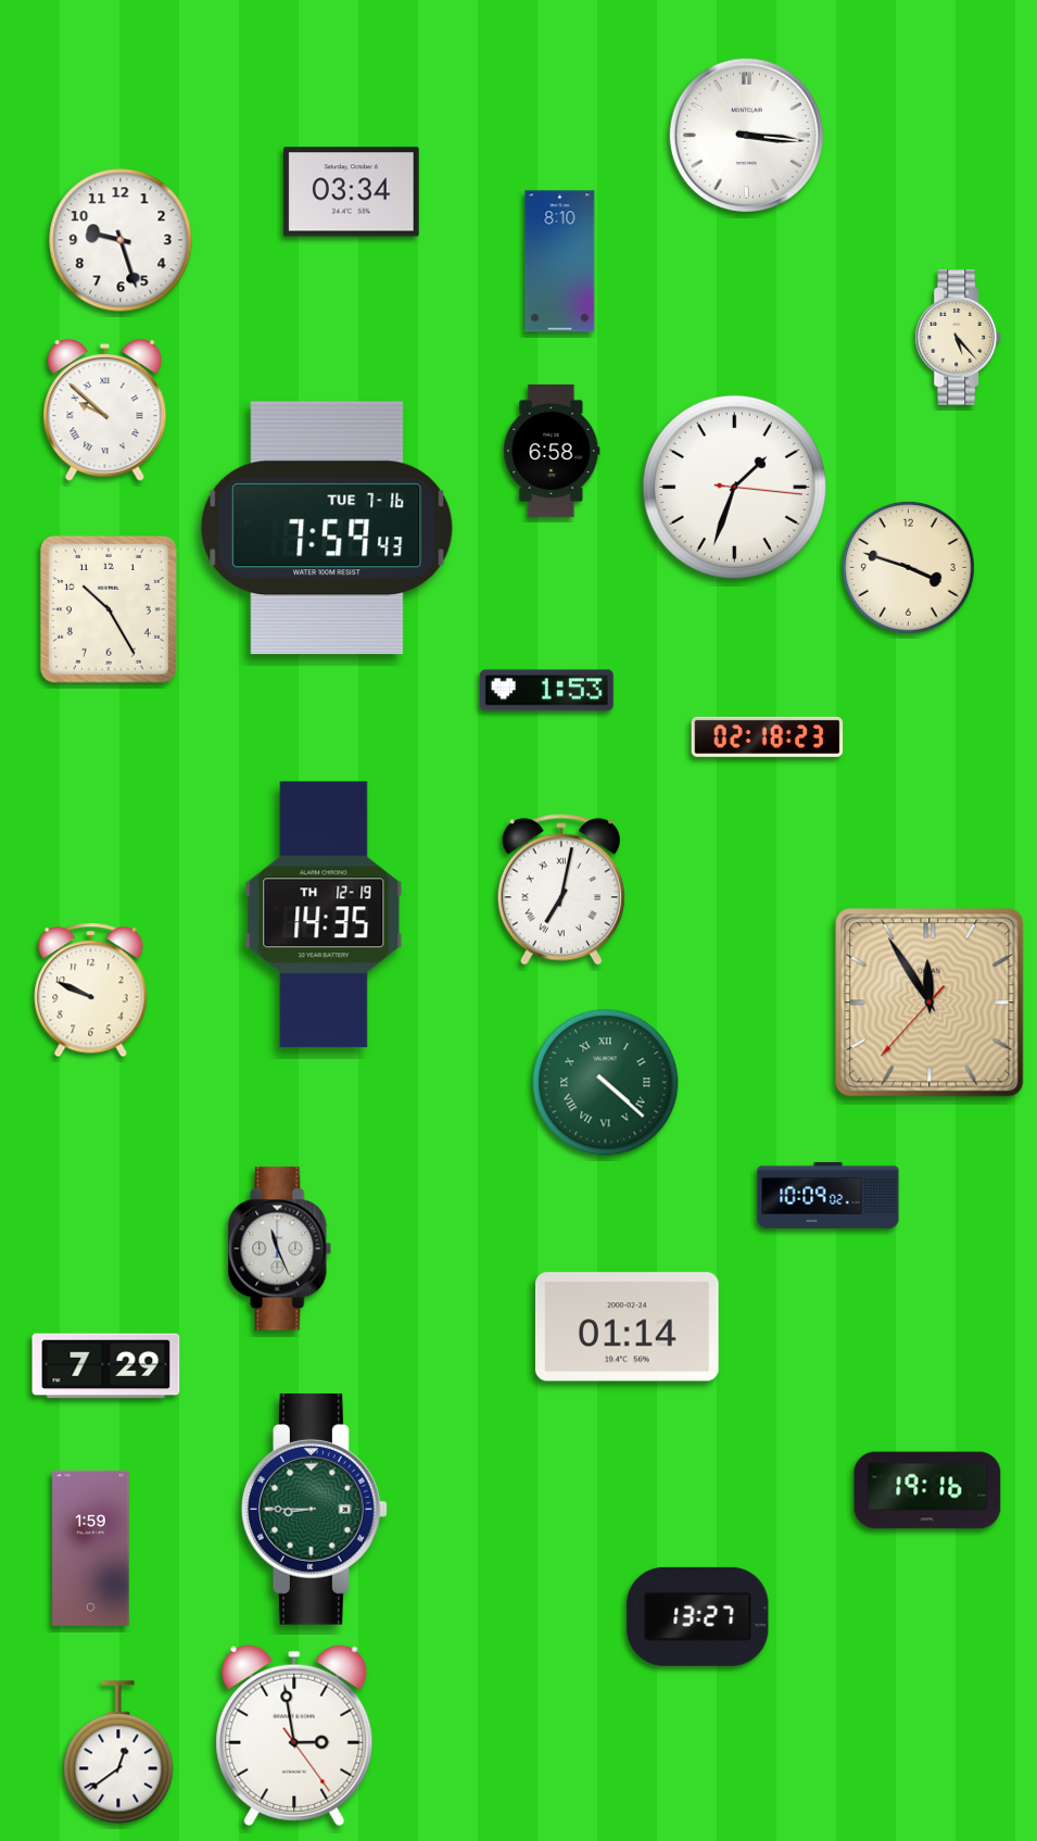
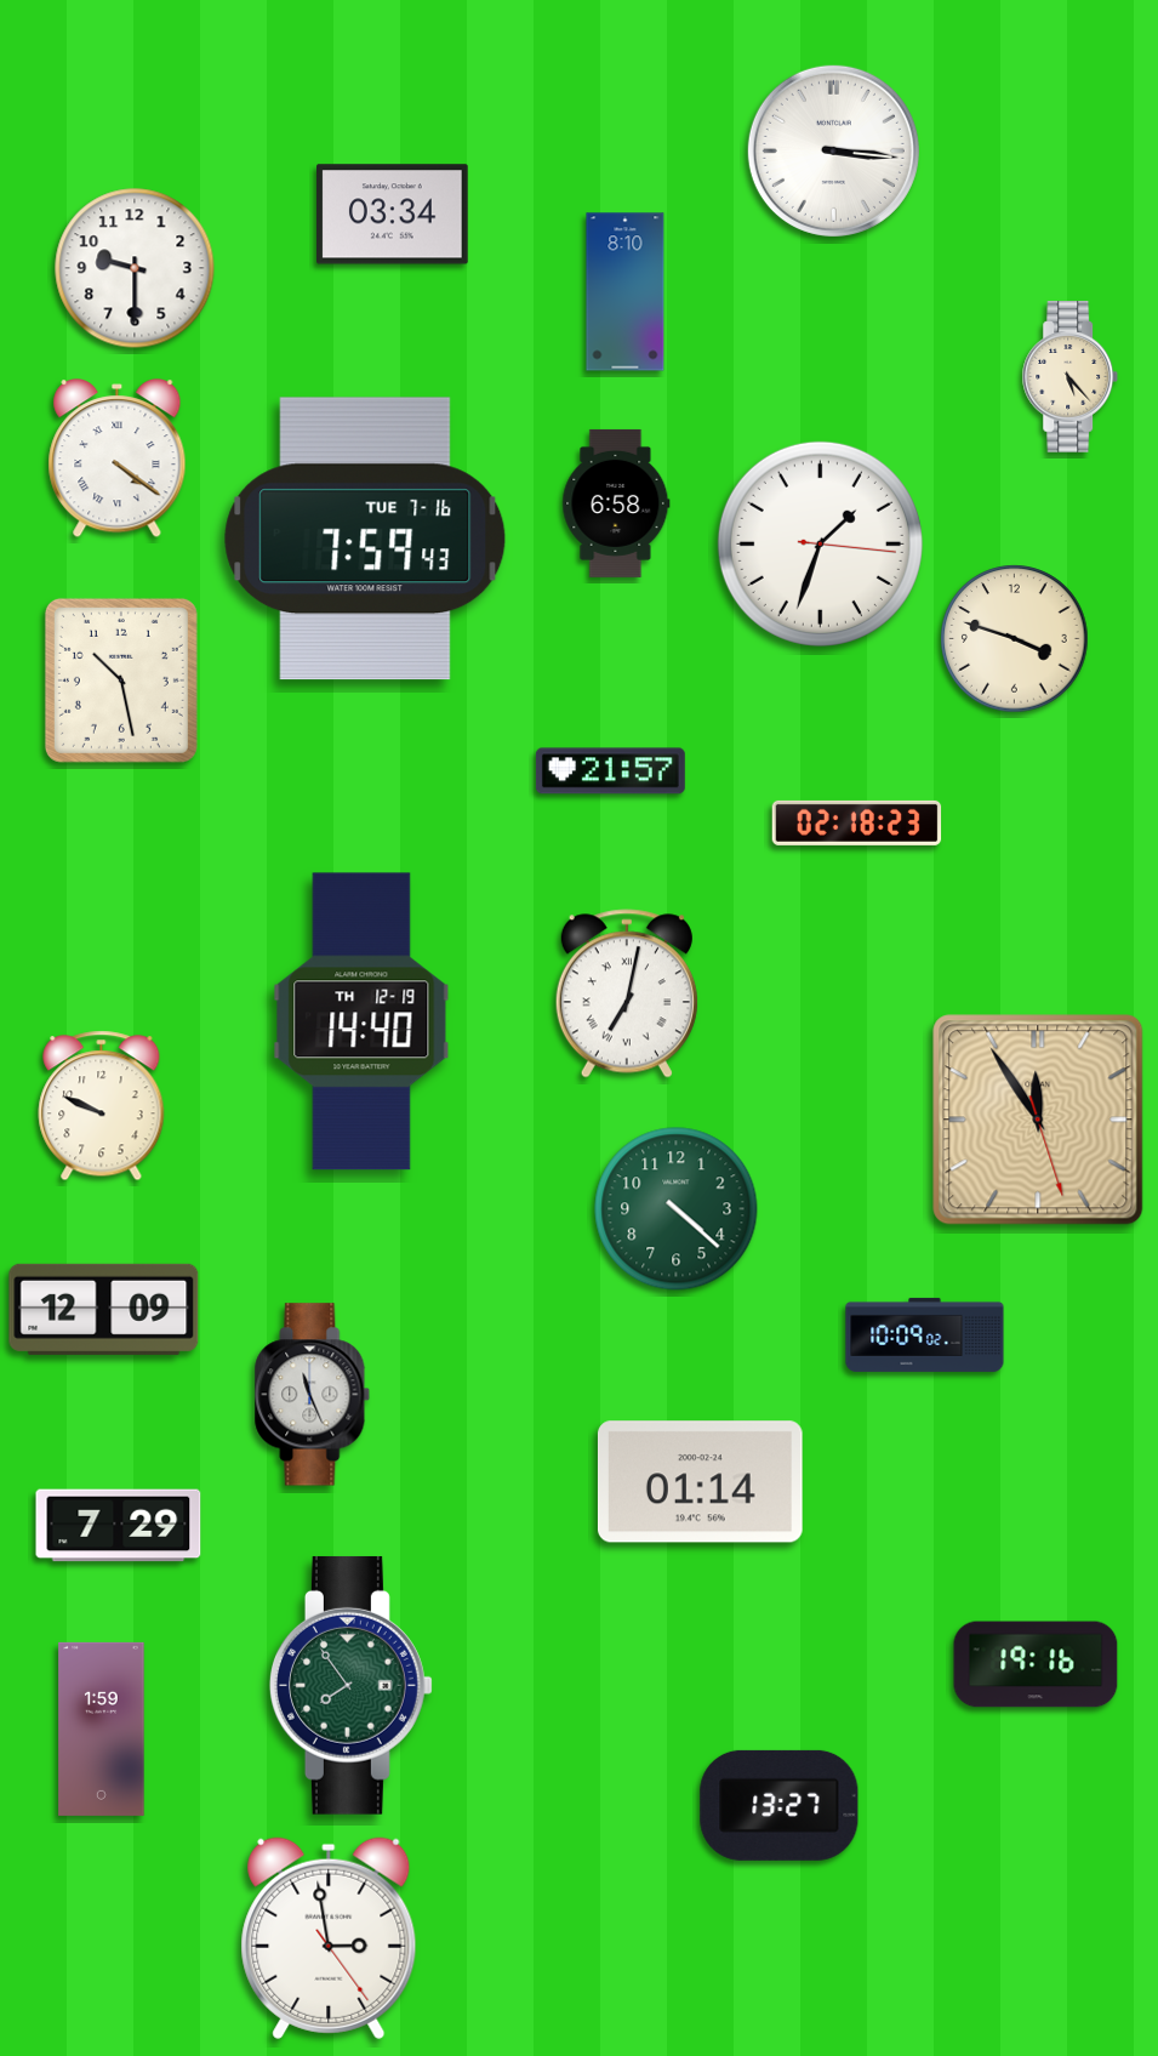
clock at (121, 240): 9:27 -> 9:30
clock at (105, 412): 9:52 -> 4:21
clock at (327, 528) position: (327, 528) -> (365, 539)
clock at (909, 568) position: (909, 568) -> (1015, 639)
clock at (109, 609): 10:25 -> 10:28
clock at (546, 691): 1:53 -> 21:57
clock at (324, 915): 14:35 -> 14:40
clock at (929, 1003): 11:54:37 -> 11:54:27
clock at (606, 1083) numerals: Roman -> Arabic
clock at (104, 1309): none -> 12:09
clock at (314, 1509): 8:45 -> 7:54
clock at (118, 1752): 12:39 -> none
